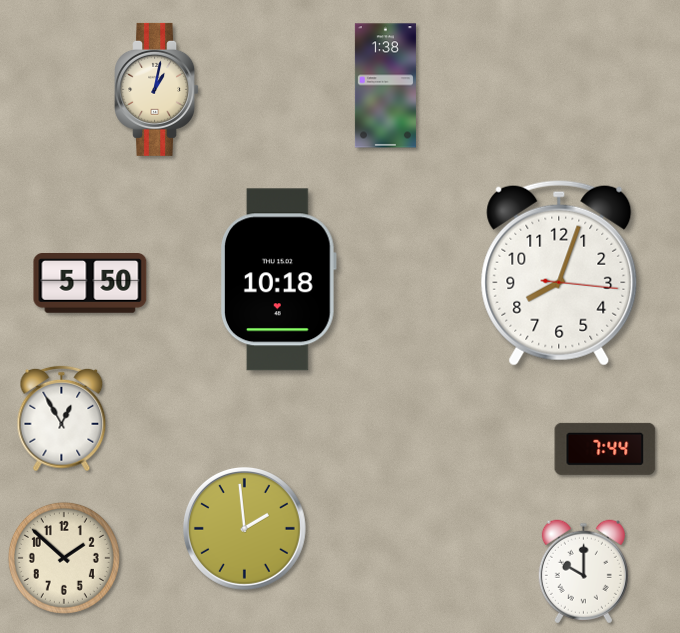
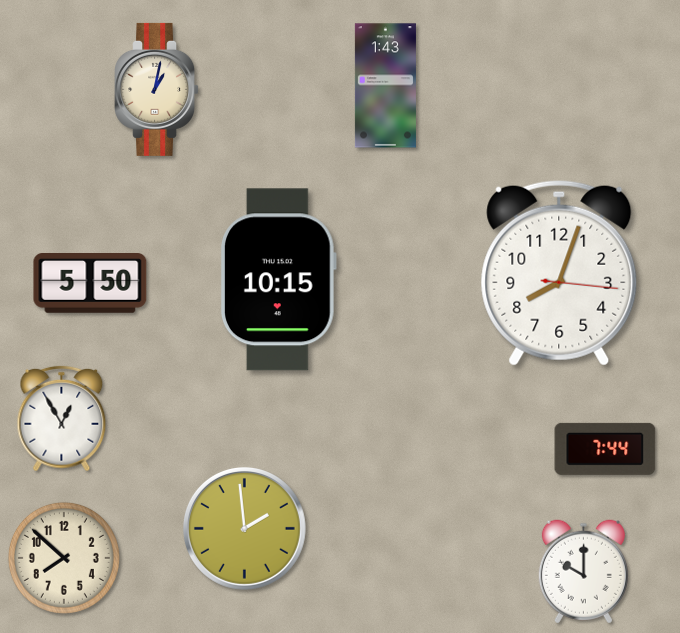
clock at (385, 86): 1:38 -> 1:43
clock at (279, 280): 10:18 -> 10:15
clock at (64, 558): 1:52 -> 7:52
